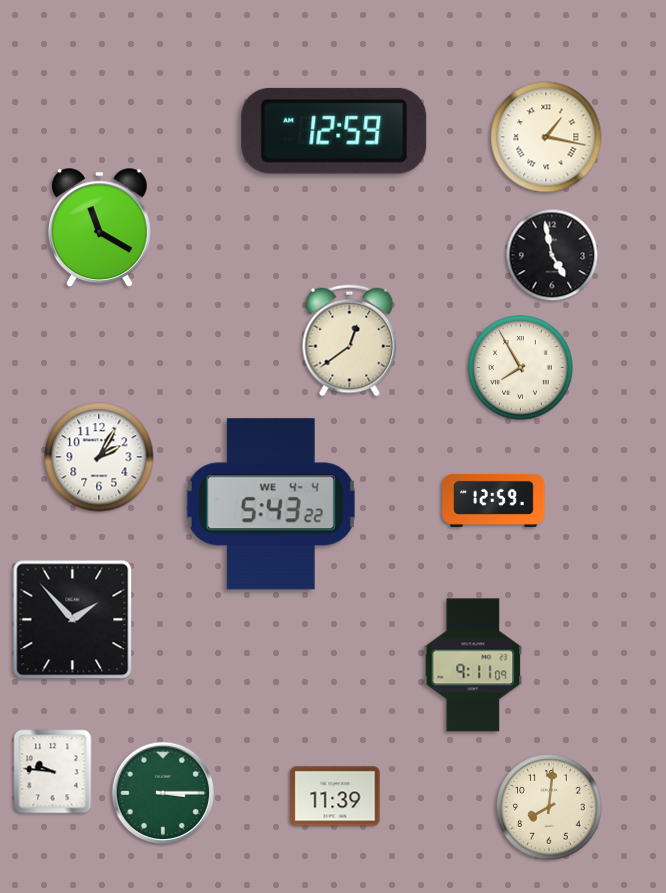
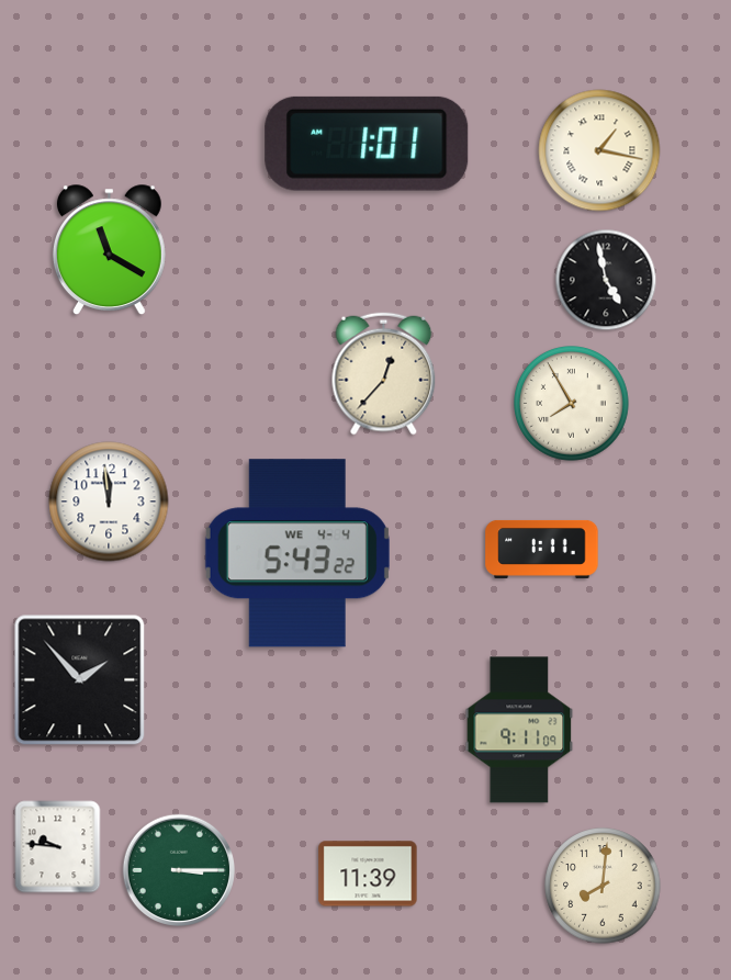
clock at (334, 131): 12:59 -> 1:01
clock at (350, 341): 12:39 -> 12:37
clock at (99, 457): 2:05 -> 11:59
clock at (494, 500): 12:59 -> 1:11
